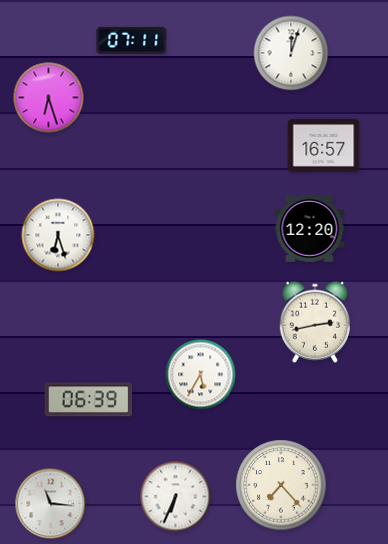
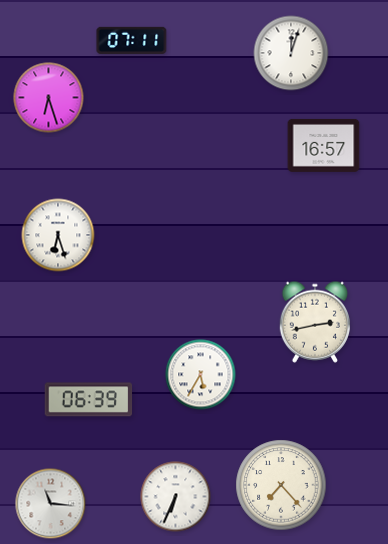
clock at (310, 228): 12:20 -> none
